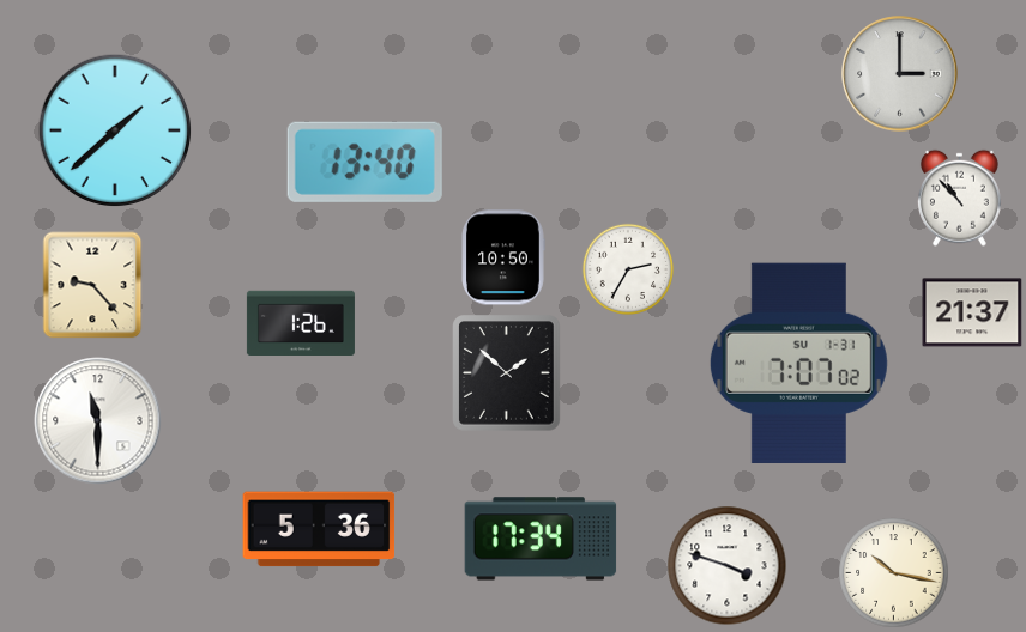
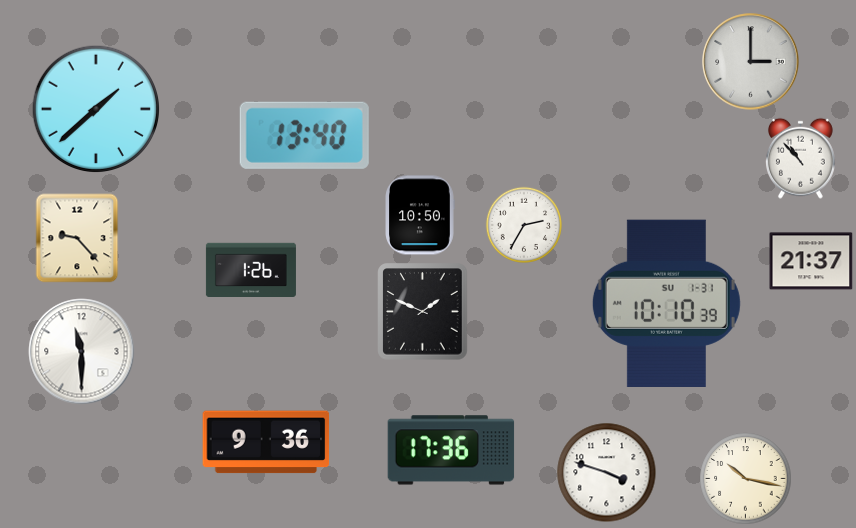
clock at (959, 197) position: (959, 197) -> (800, 158)
clock at (798, 363): 7:07 -> 10:10
clock at (507, 373): 1:52 -> 1:49
clock at (319, 529): 5:36 -> 9:36
clock at (541, 539): 17:34 -> 17:36
